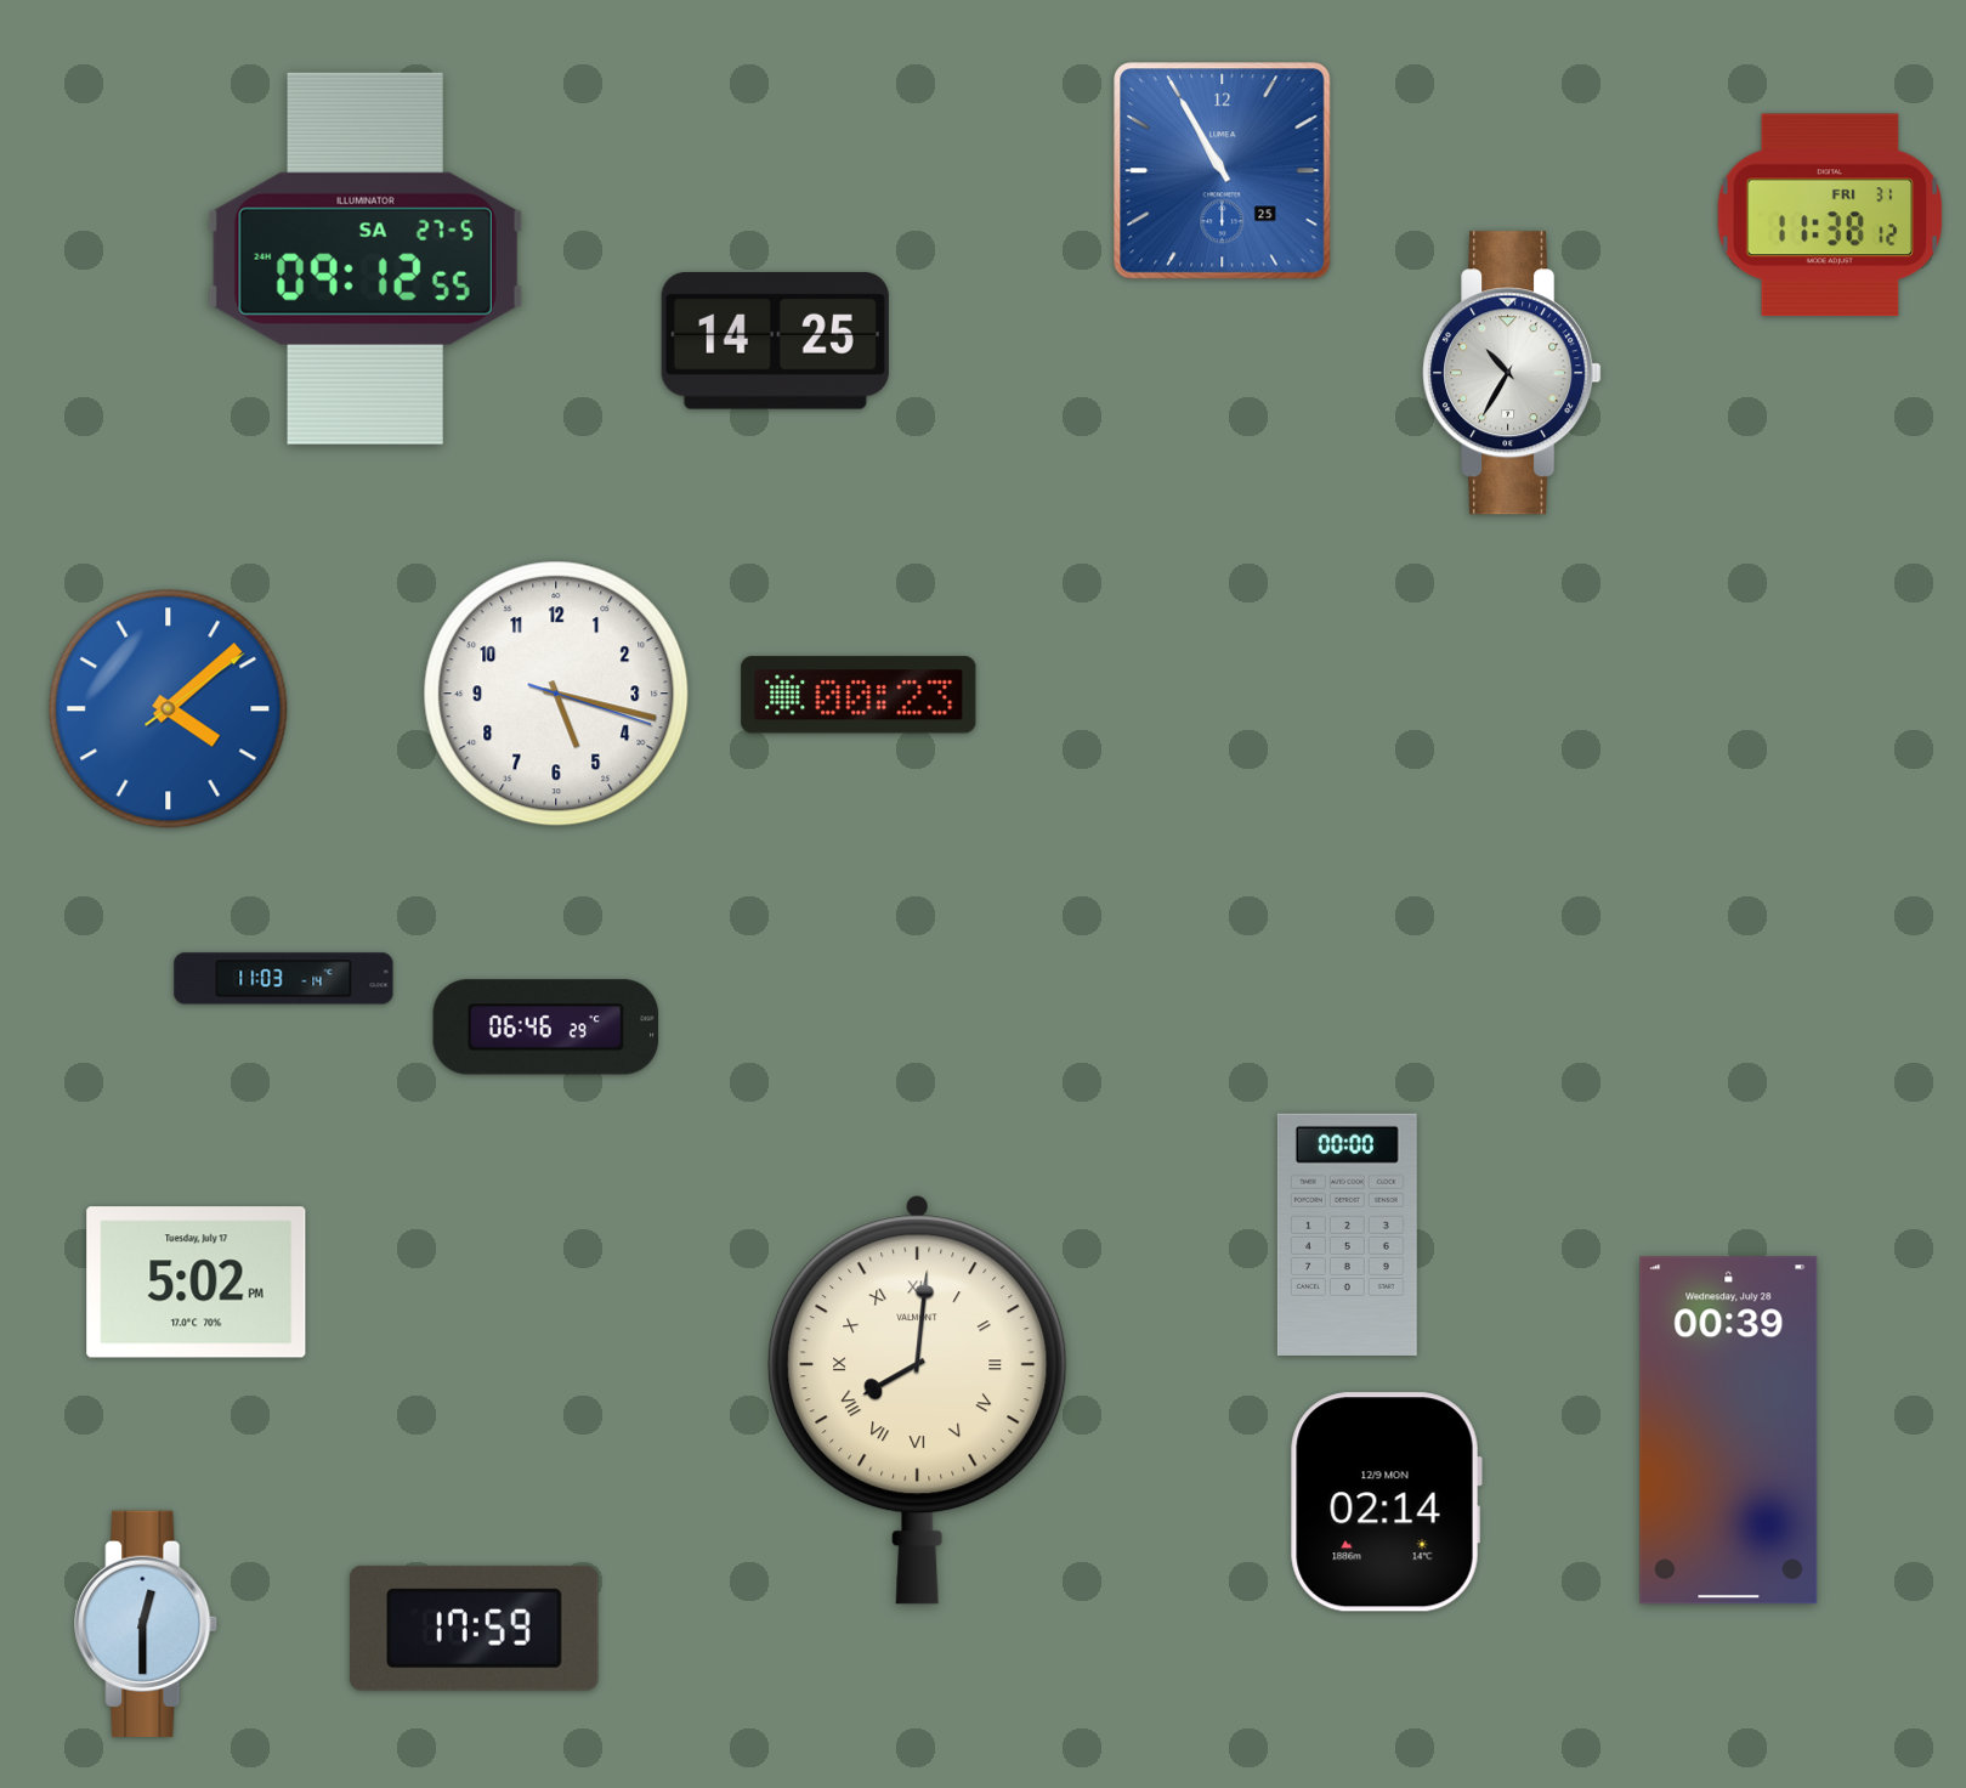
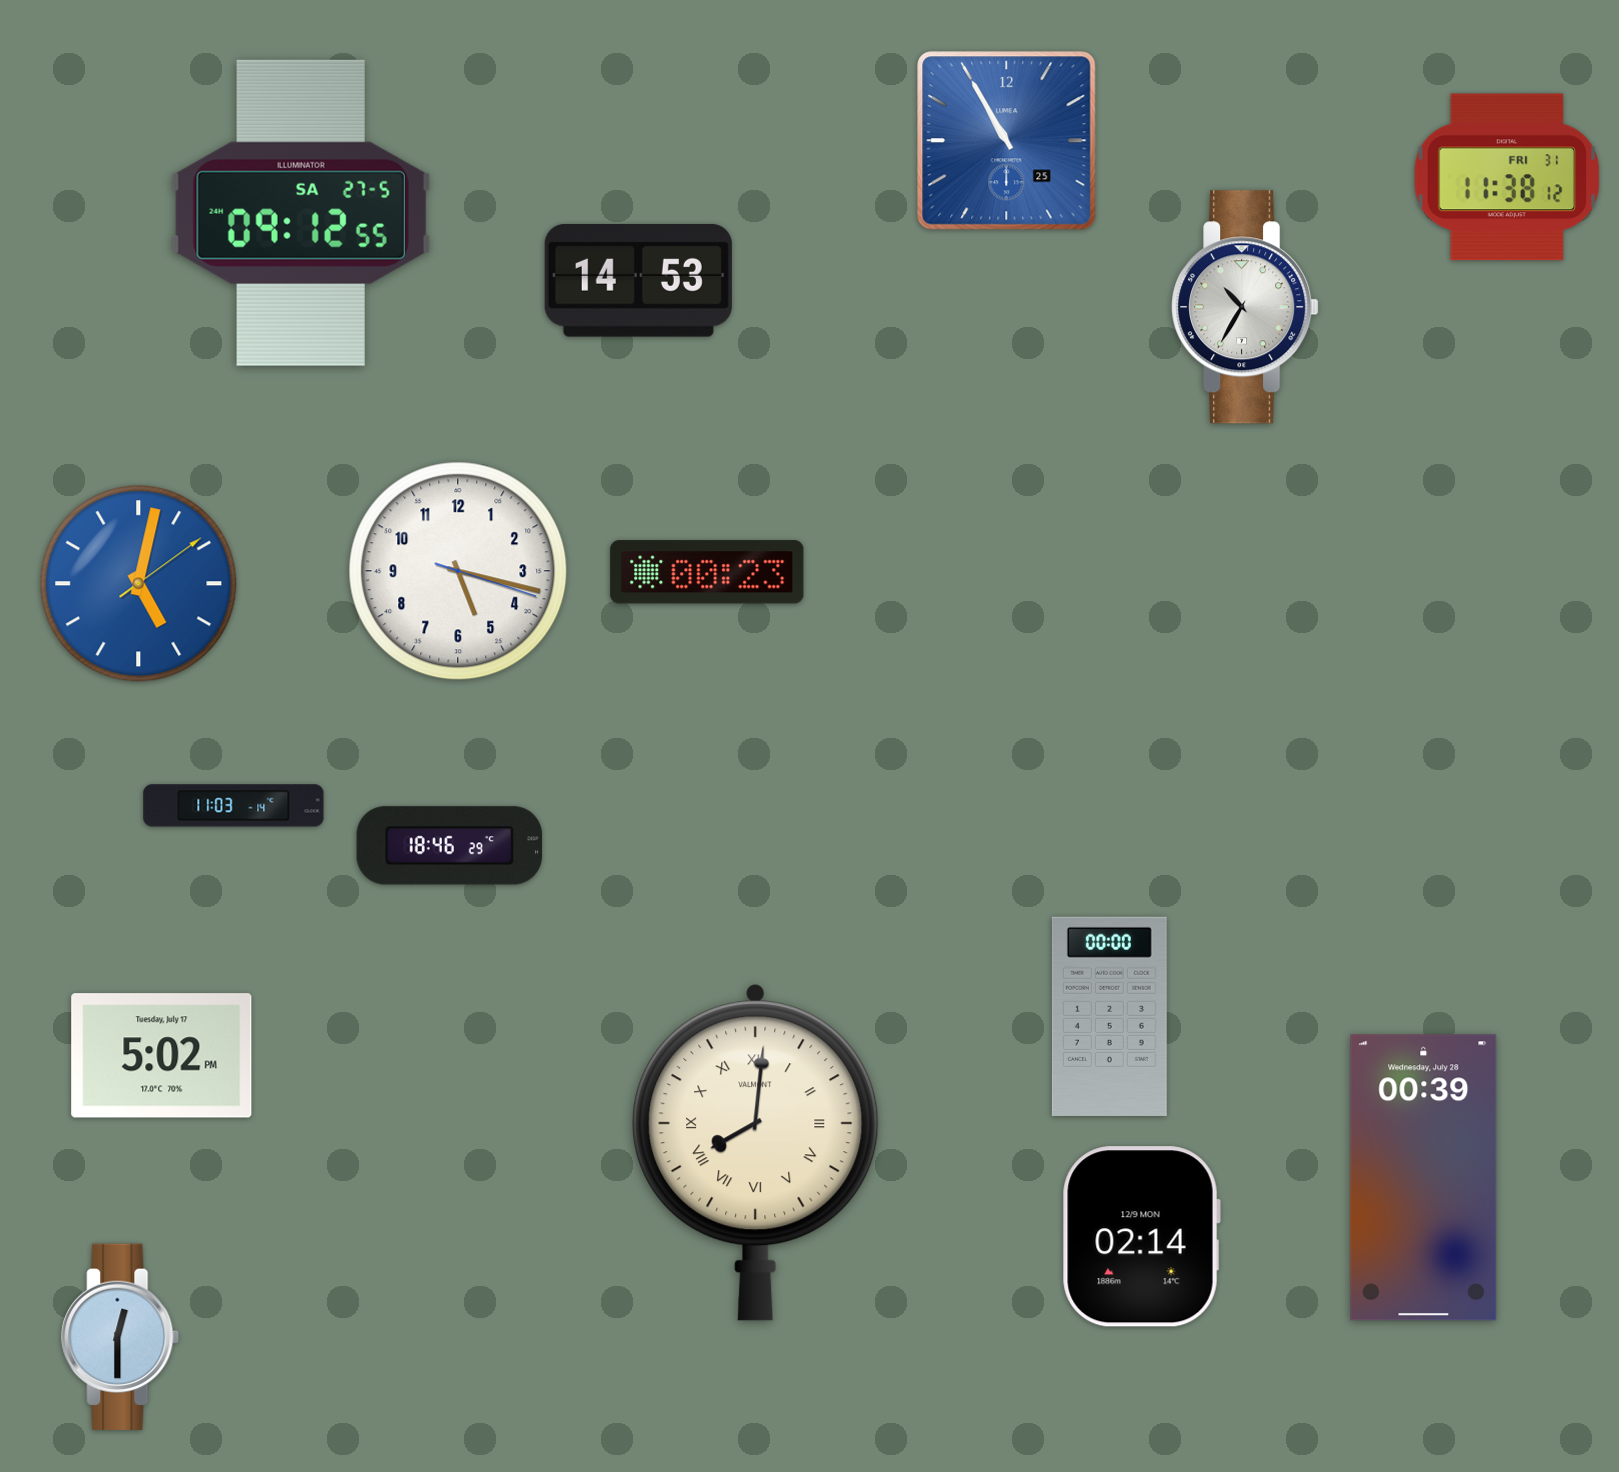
clock at (775, 340): 14:25 -> 14:53
clock at (169, 709): 4:08 -> 5:02
clock at (546, 1028): 06:46 -> 18:46
clock at (475, 1628): 17:59 -> none
